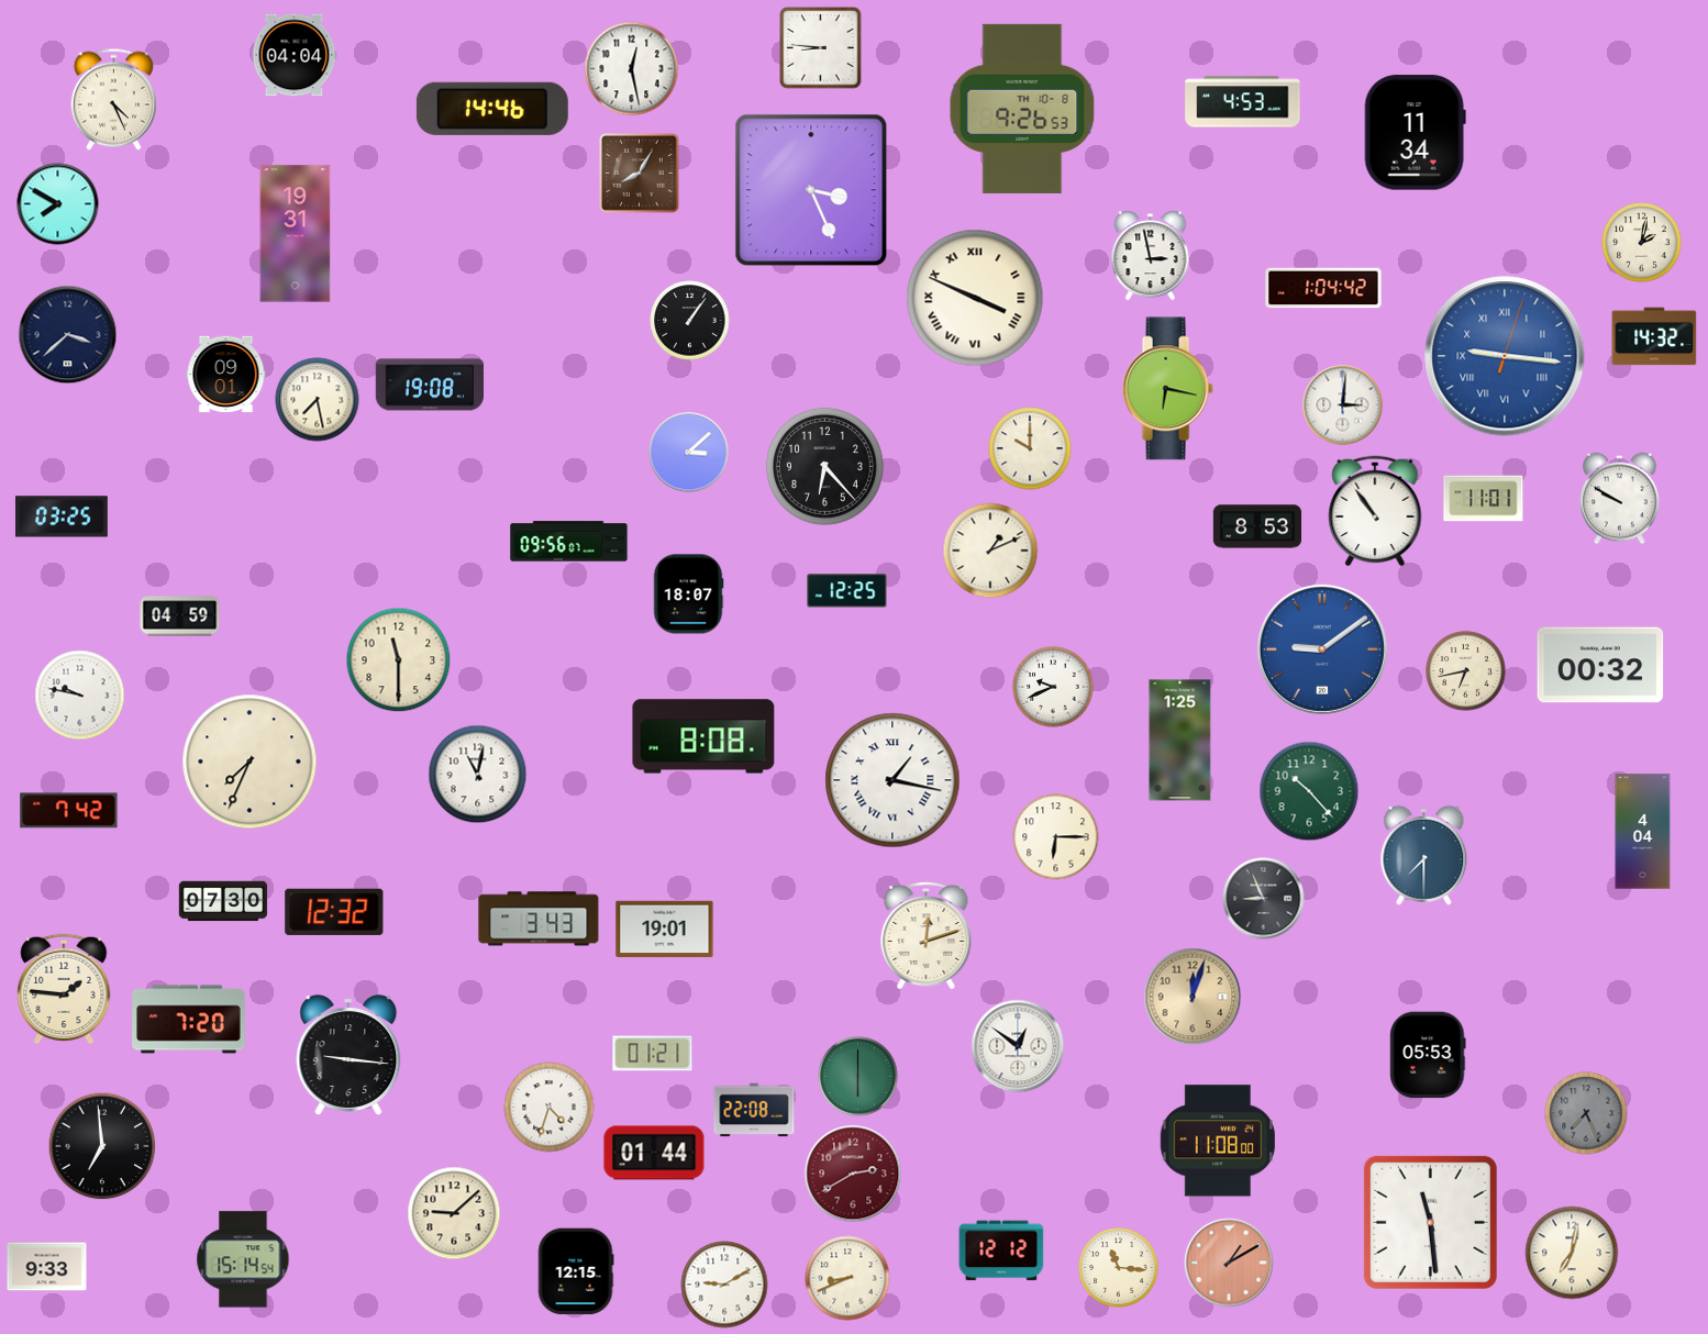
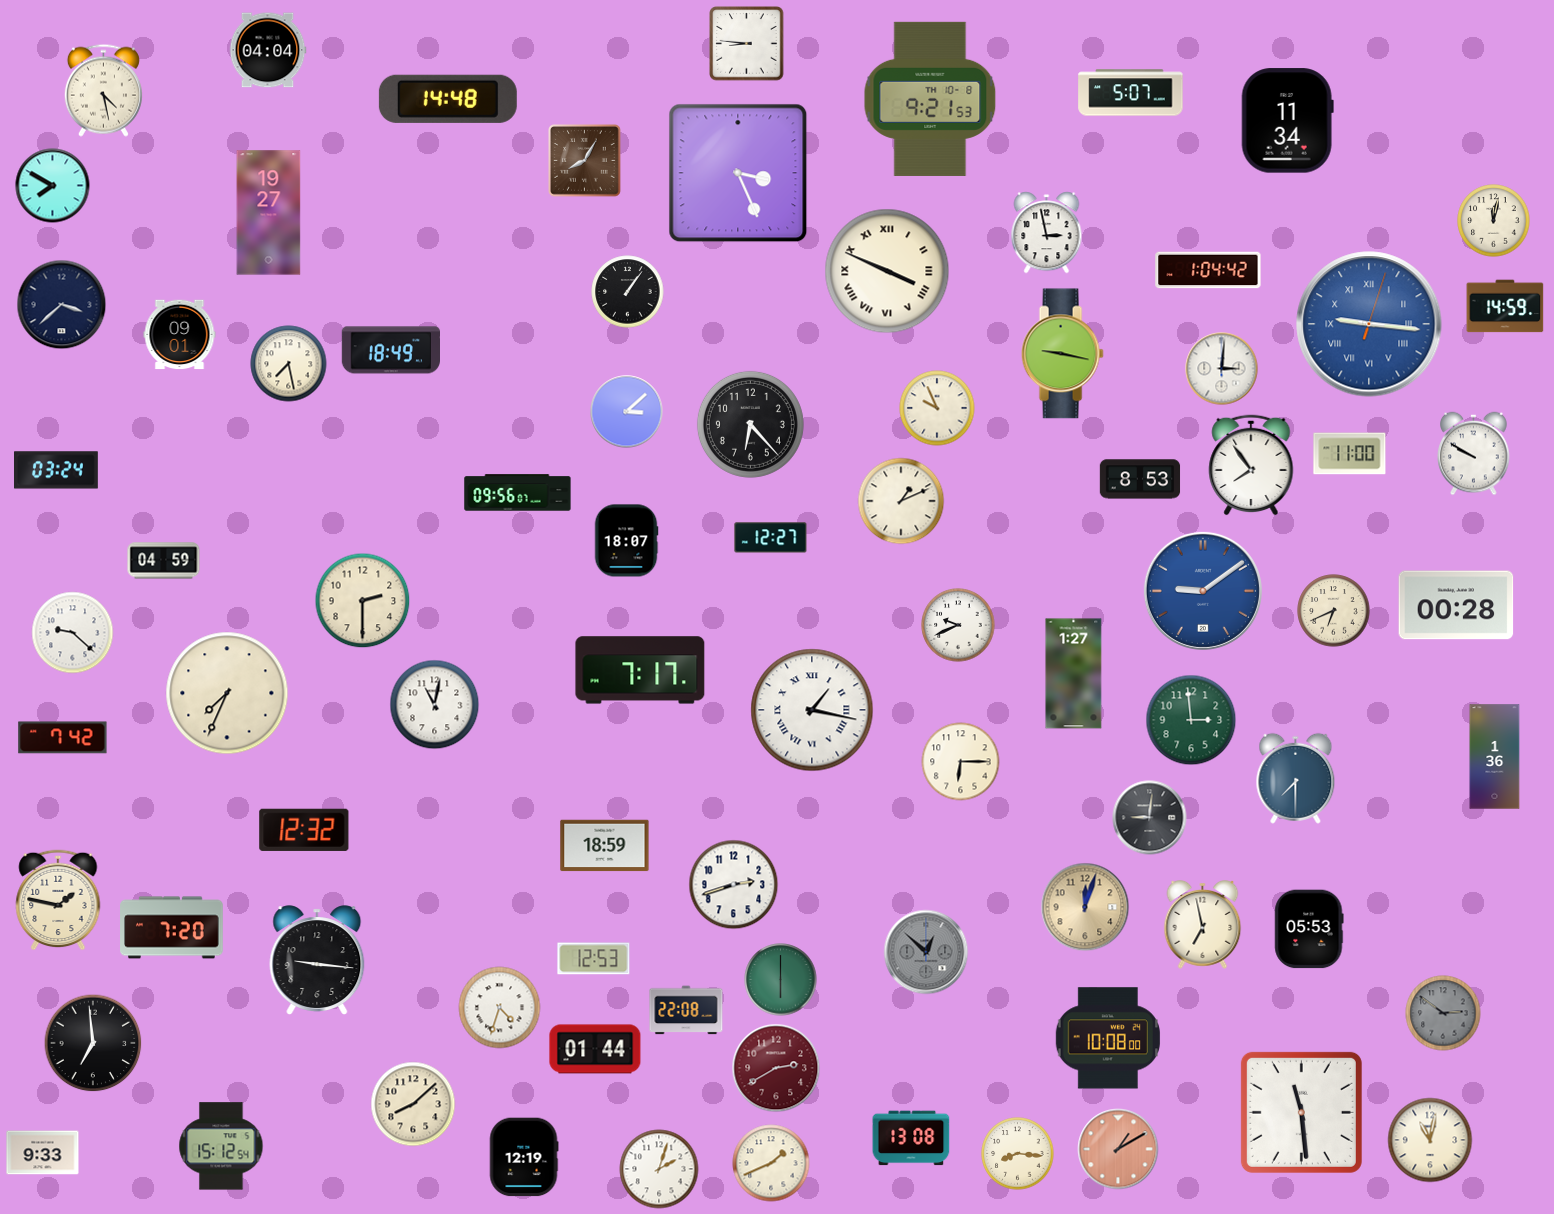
clock at (632, 69): 12:28 -> none
clock at (113, 99): 4:26 -> 4:28
clock at (1243, 102): 4:53 -> 5:07
clock at (492, 109): 14:46 -> 14:48
clock at (1022, 109): 9:26 -> 9:21
clock at (640, 174) position: (640, 174) -> (585, 161)
clock at (296, 234): 19:31 -> 19:27
clock at (1642, 243): 2:02 -> 12:02
clock at (1323, 288) position: (1323, 288) -> (1208, 270)
clock at (1654, 336): 14:32 -> 14:59
clock at (226, 375) position: (226, 375) -> (180, 335)
clock at (429, 385): 19:08 -> 18:49
clock at (1167, 389): 6:17 -> 9:17
clock at (1030, 448): 10:00 -> 9:56
clock at (1484, 499): 11:01 -> 11:00
clock at (1375, 511): 10:54 -> 7:54
clock at (63, 516): 03:25 -> 03:24
clock at (1257, 526) position: (1257, 526) -> (1140, 479)
clock at (847, 591): 12:25 -> 12:27
clock at (399, 660): 11:30 -> 2:30
clock at (1600, 665): 00:32 -> 00:28
clock at (1466, 671): 6:43 -> 6:41
clock at (80, 696): 9:47 -> 9:22
clock at (703, 736): 8:08 -> 7:17
clock at (1180, 741): 1:25 -> 1:27
clock at (1309, 791): 10:23 -> 2:59
clock at (1643, 832): 4:04 -> 1:36
clock at (1264, 899): 8:56 -> 9:01
clock at (223, 901): 07:30 -> none
clock at (539, 919): 3:43 -> none
clock at (665, 930): 19:01 -> 18:59
clock at (927, 935): 12:12 -> none
clock at (734, 885): none -> 2:42
clock at (64, 989): 1:46 -> 1:47
clock at (1203, 925): none -> 6:58
clock at (1018, 1046): 12:51 -> 12:52
clock at (1018, 1046) dial: white -> grey
clock at (653, 1054): 01:21 -> 12:53
clock at (1428, 1055) position: (1428, 1055) -> (1309, 929)
clock at (1586, 1113): 7:26 -> 2:51
clock at (1218, 1141): 11:08 -> 10:08
clock at (454, 1213): 9:08 -> 8:08
clock at (1001, 1250): 12:12 -> 13:08
clock at (1572, 1253): 7:02 -> 11:02
clock at (243, 1259): 15:14 -> 15:12
clock at (1119, 1268): 11:16 -> 8:16
clock at (576, 1271): 12:15 -> 12:19
clock at (847, 1278): 8:41 -> 1:41
clock at (724, 1285): 9:10 -> 2:03
